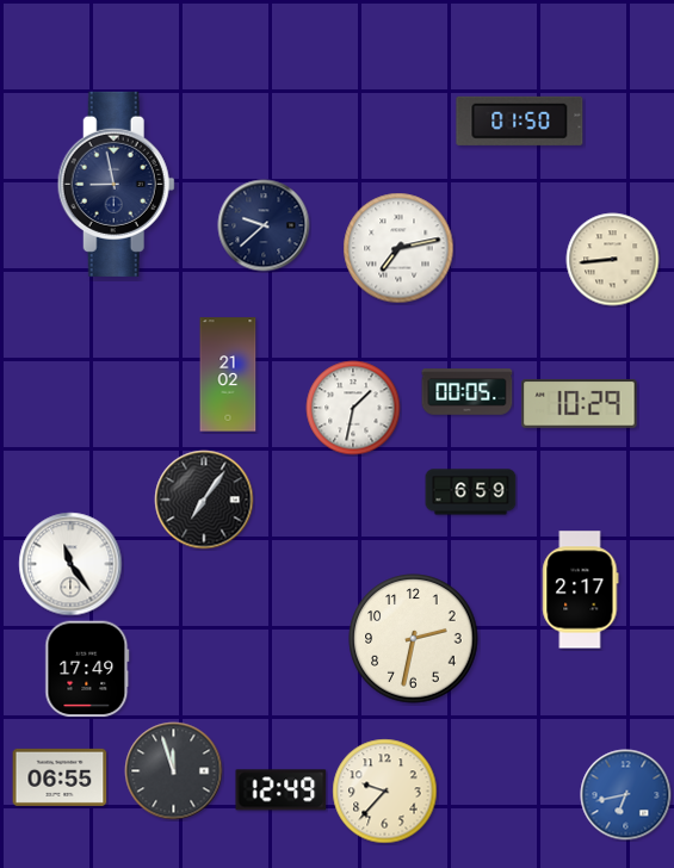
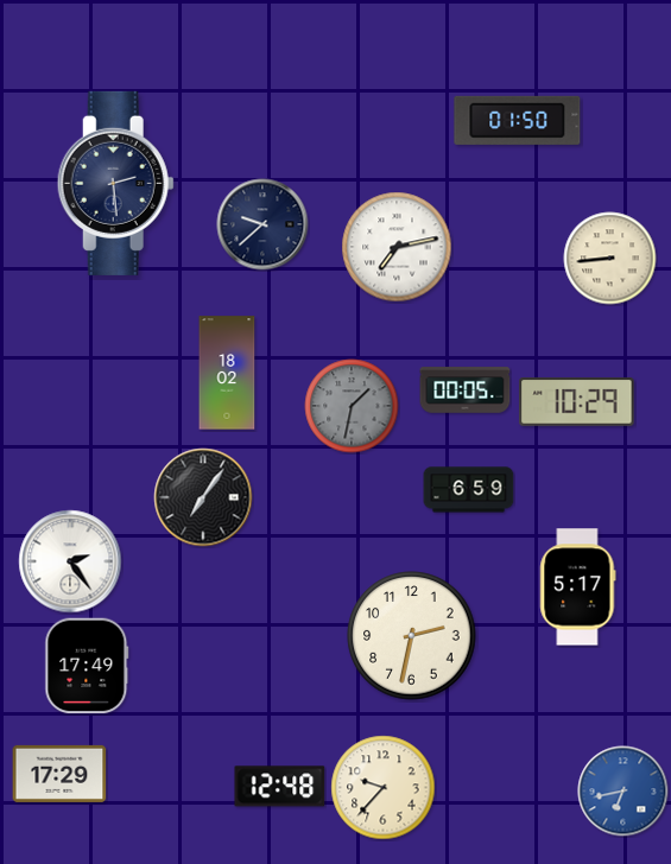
clock at (116, 184): 8:58 -> 2:29
clock at (228, 374): 21:02 -> 18:02
clock at (353, 408) dial: white -> grey
clock at (70, 564): 11:24 -> 2:24
clock at (581, 590): 2:17 -> 5:17
clock at (174, 771): 11:57 -> none
clock at (60, 777): 06:55 -> 17:29
clock at (282, 790): 12:49 -> 12:48
